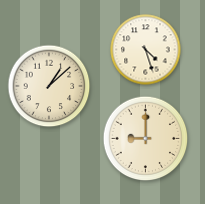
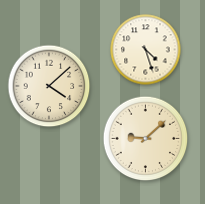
clock at (49, 86): 1:08 -> 4:08
clock at (146, 139): 9:00 -> 9:08
